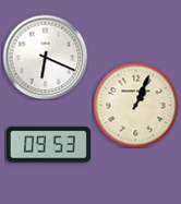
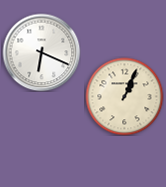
clock at (48, 145): 09:53 -> none
